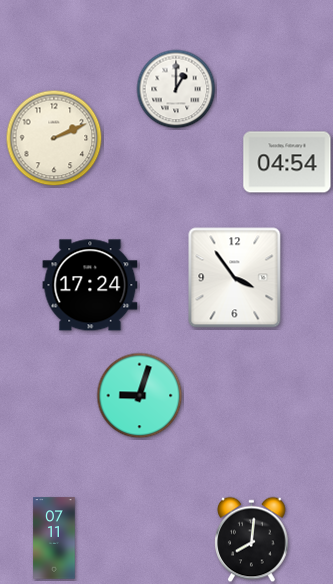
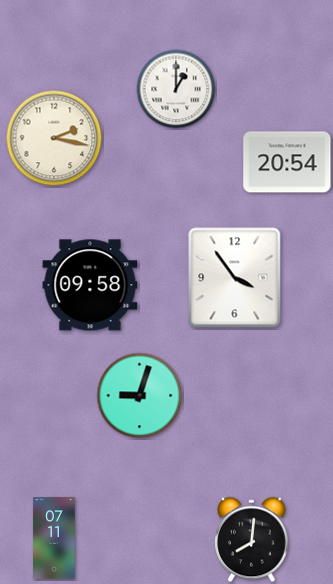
clock at (54, 138): 2:11 -> 2:17
clock at (287, 162): 04:54 -> 20:54
clock at (90, 285): 17:24 -> 09:58
